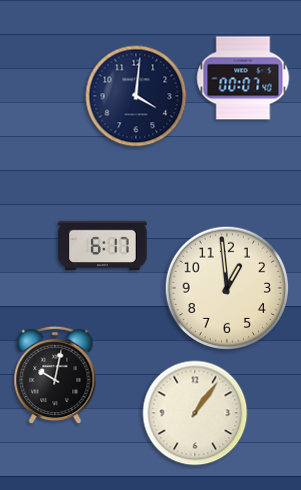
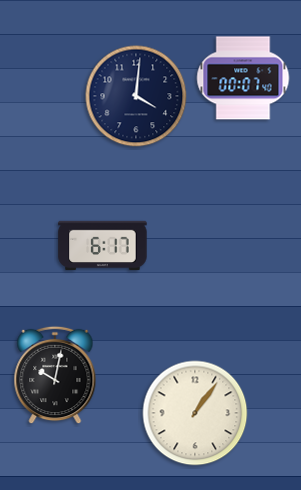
clock at (226, 287): 12:59 -> none
